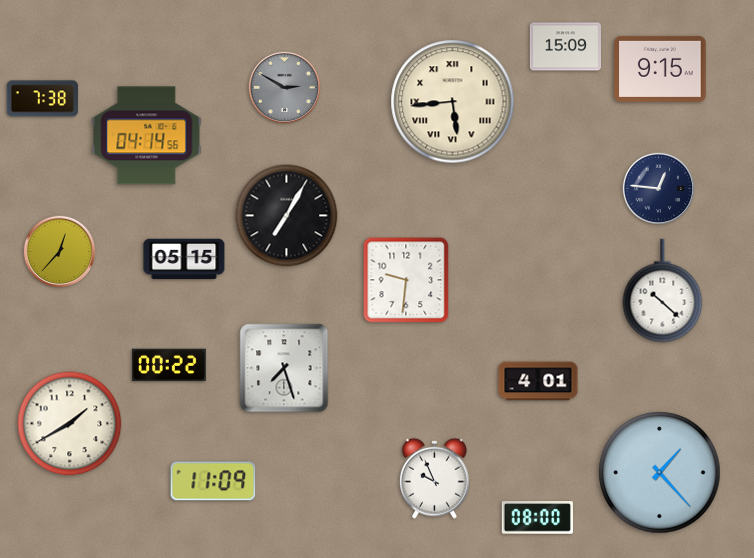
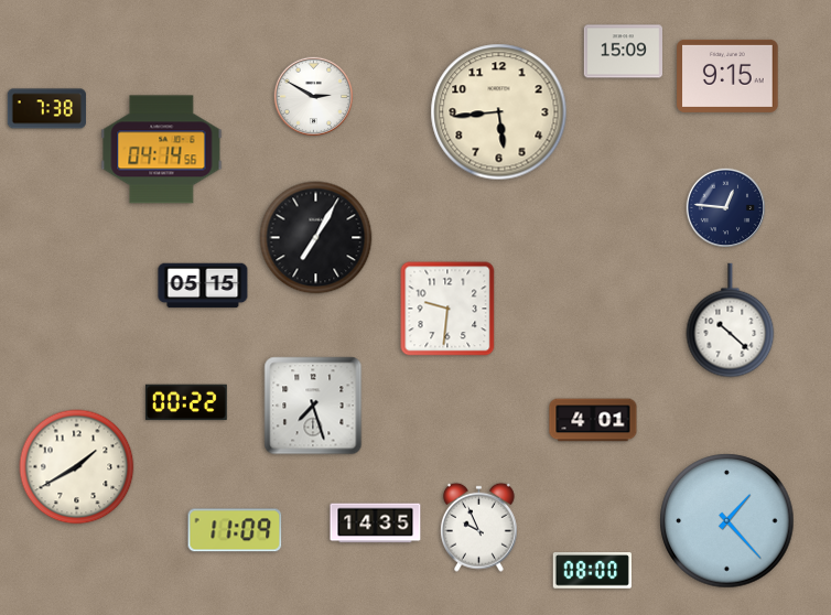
clock at (285, 88) dial: grey -> white
clock at (453, 102) numerals: Roman -> Arabic
clock at (60, 252): 12:37 -> none
clock at (376, 524): none -> 14:35
